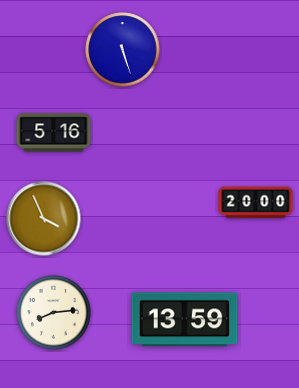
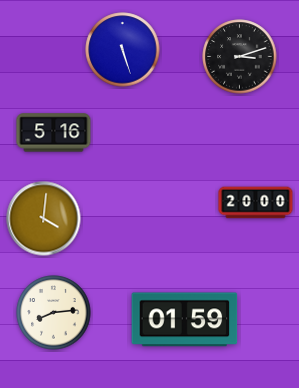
clock at (240, 57): none -> 3:12
clock at (44, 219): 3:56 -> 4:01
clock at (185, 320): 13:59 -> 01:59
